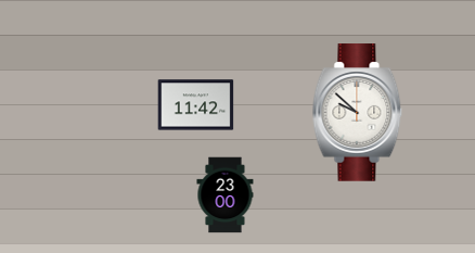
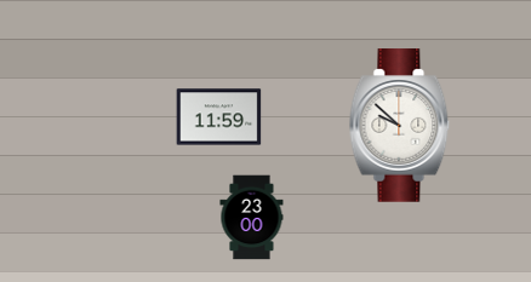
clock at (196, 105): 11:42 -> 11:59
